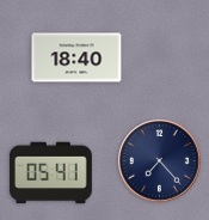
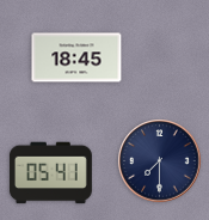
clock at (76, 57): 18:40 -> 18:45
clock at (160, 161): 7:23 -> 7:30
